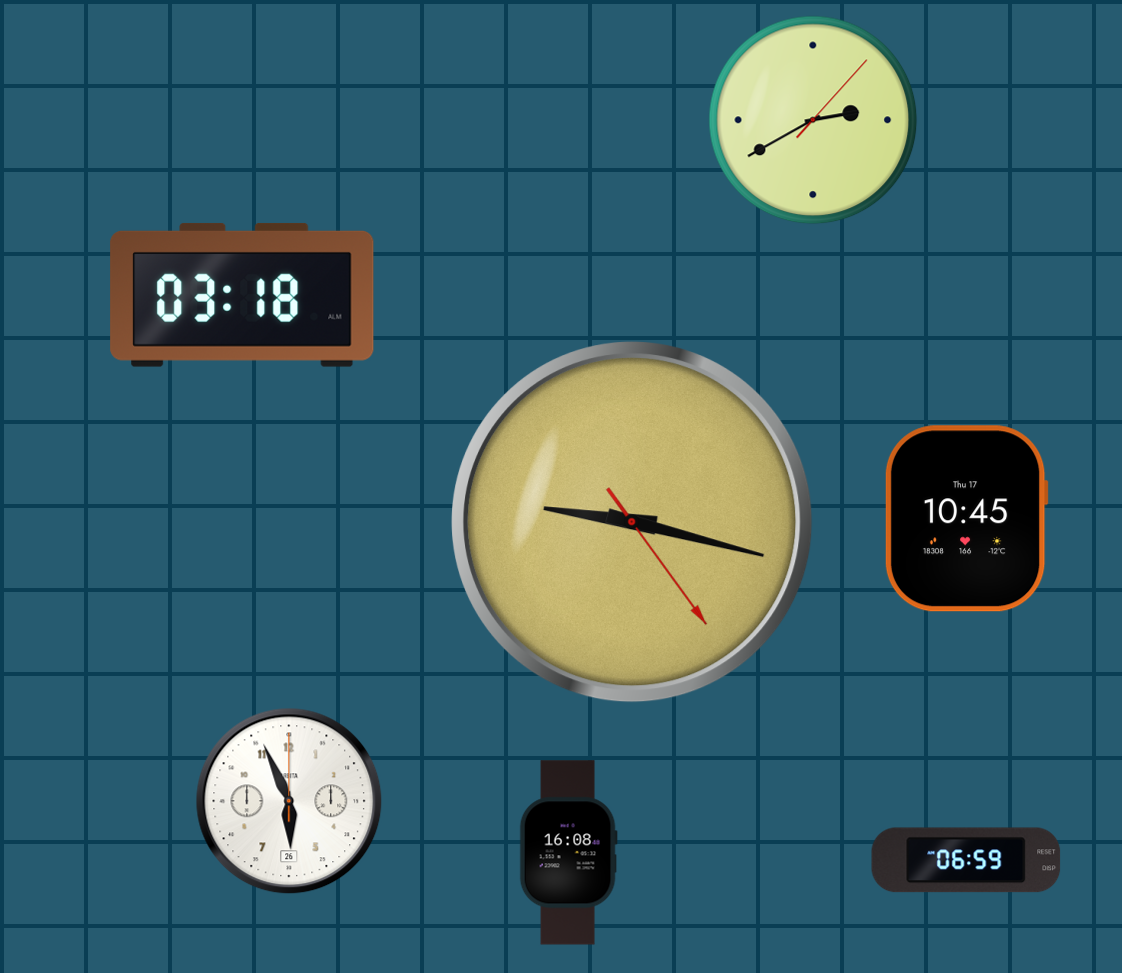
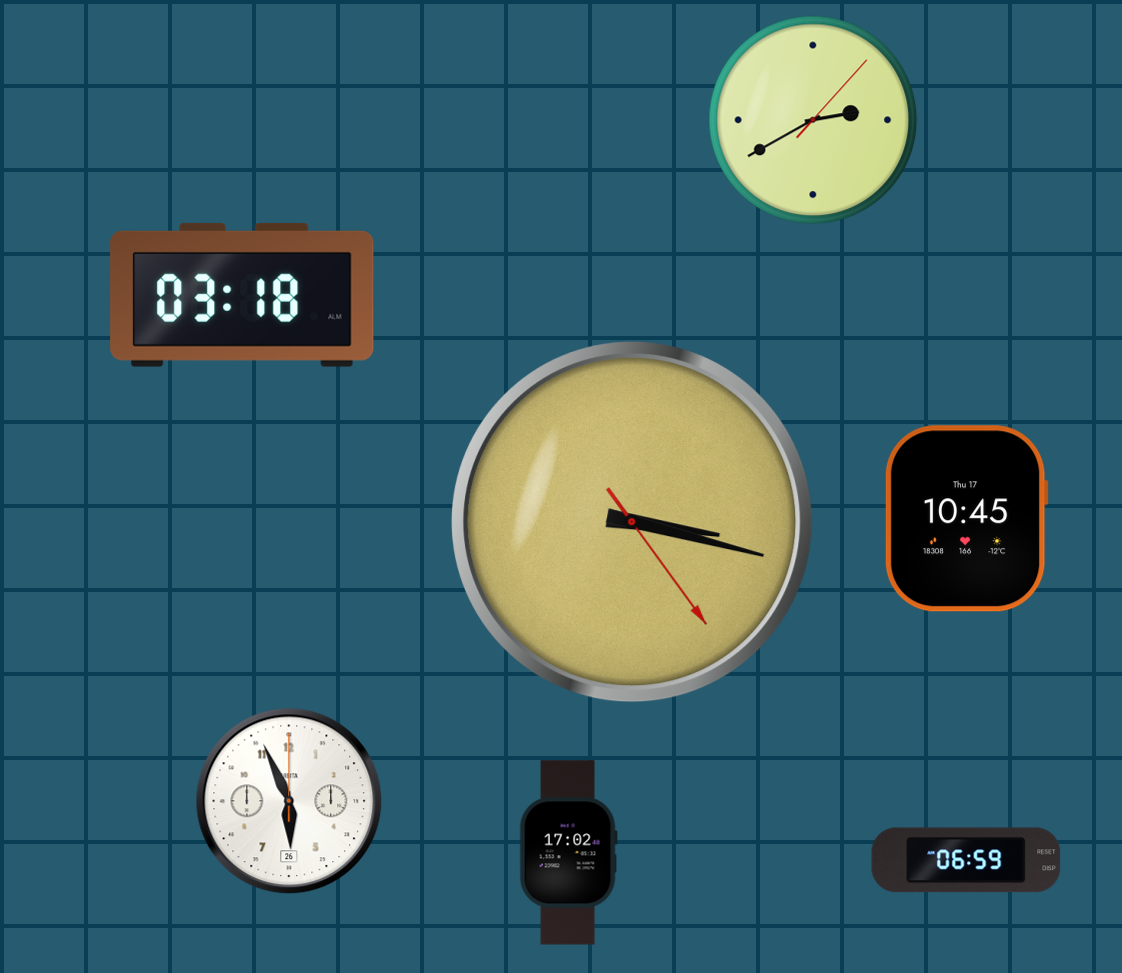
clock at (632, 522): 9:17 -> 3:17
clock at (568, 853): 16:08 -> 17:02
